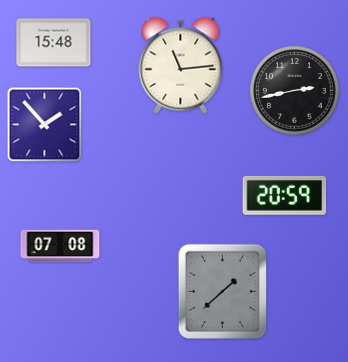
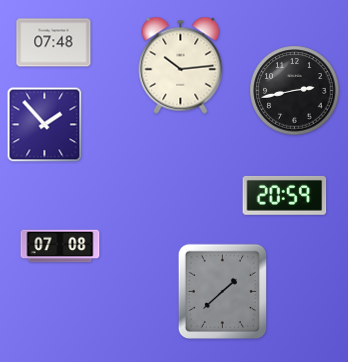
clock at (54, 43): 15:48 -> 07:48
clock at (181, 65): 11:14 -> 10:14
